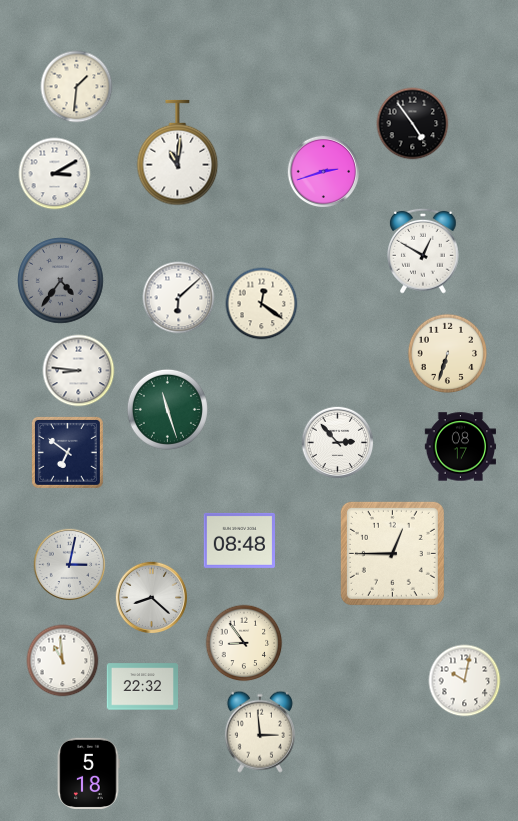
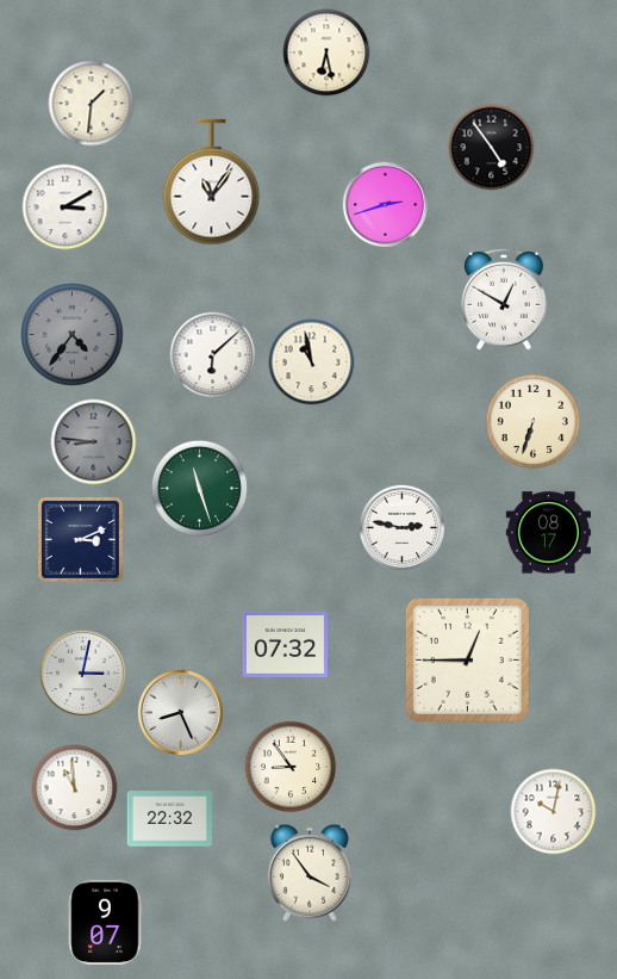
clock at (326, 52): none -> 6:28
clock at (178, 153): 11:01 -> 11:06
clock at (262, 304): 12:21 -> 10:58
clock at (79, 371) dial: white -> grey
clock at (338, 443): 2:53 -> 2:47
clock at (67, 452): 6:51 -> 3:11
clock at (239, 540): 08:48 -> 07:32
clock at (152, 598): 8:22 -> 8:26
clock at (260, 732): 2:59 -> 3:54
clock at (88, 773): 5:18 -> 9:07
